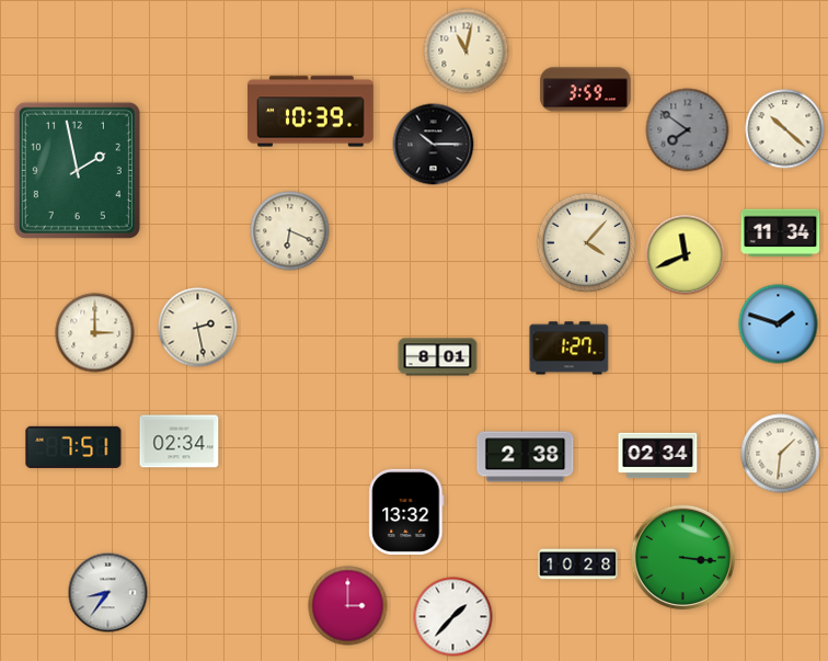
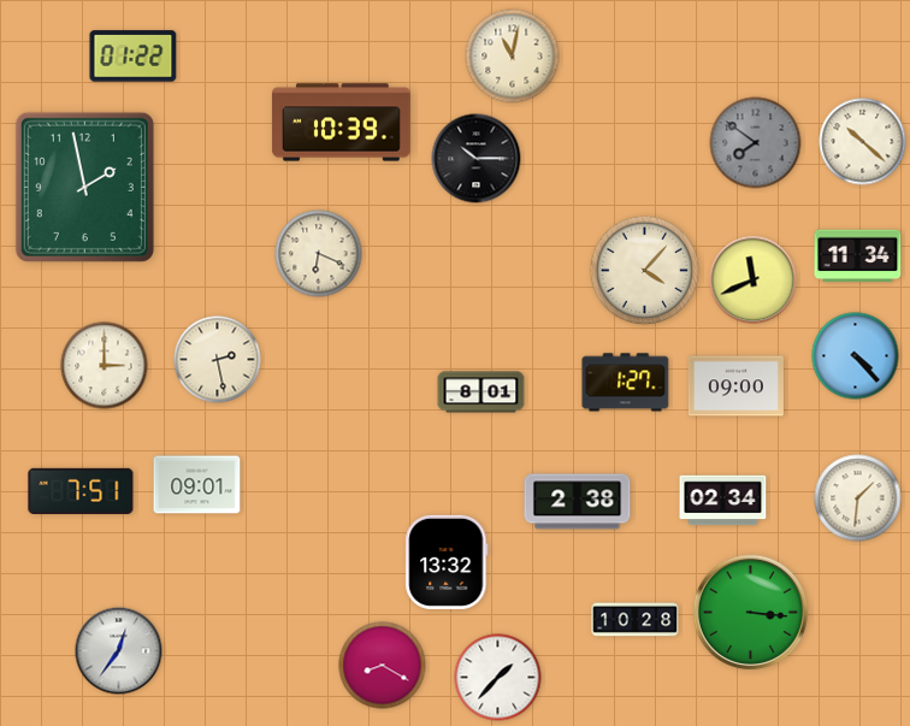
clock at (134, 57): none -> 01:22
clock at (586, 90): 3:59 -> none
clock at (587, 243) position: (587, 243) -> (645, 271)
clock at (779, 324): 1:48 -> 4:23
clock at (735, 386): none -> 09:00
clock at (180, 442): 02:34 -> 09:01
clock at (108, 593): 8:36 -> 12:36
clock at (348, 606): 3:00 -> 8:20
